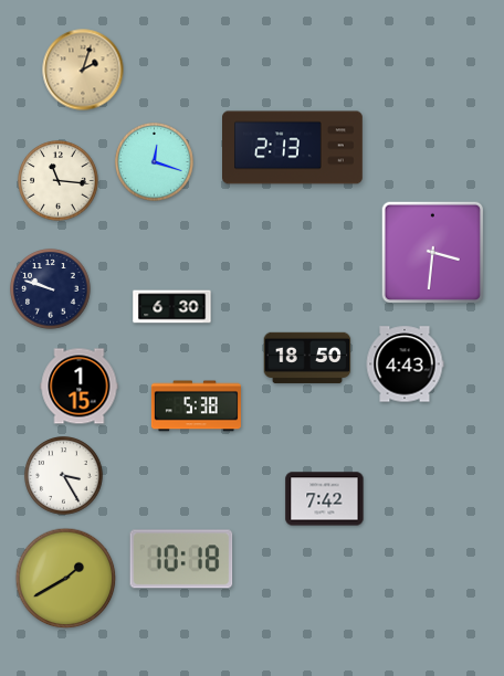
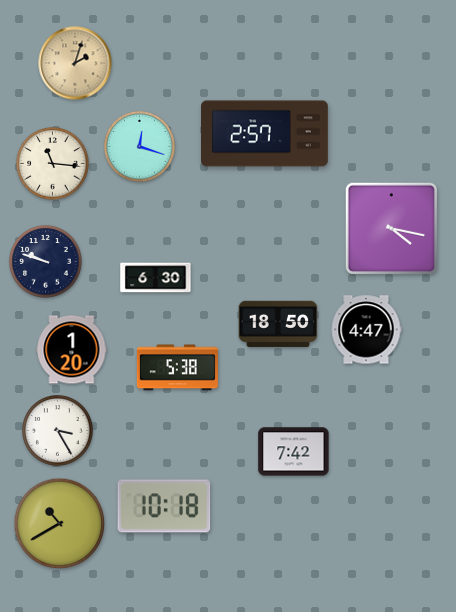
clock at (293, 148): 2:13 -> 2:57
clock at (433, 253): 3:31 -> 4:17
clock at (405, 365): 4:43 -> 4:47
clock at (80, 387): 1:15 -> 1:20
clock at (66, 579): 1:40 -> 10:40
